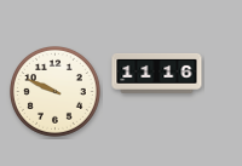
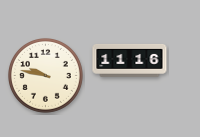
clock at (56, 92): 9:49 -> 9:47
